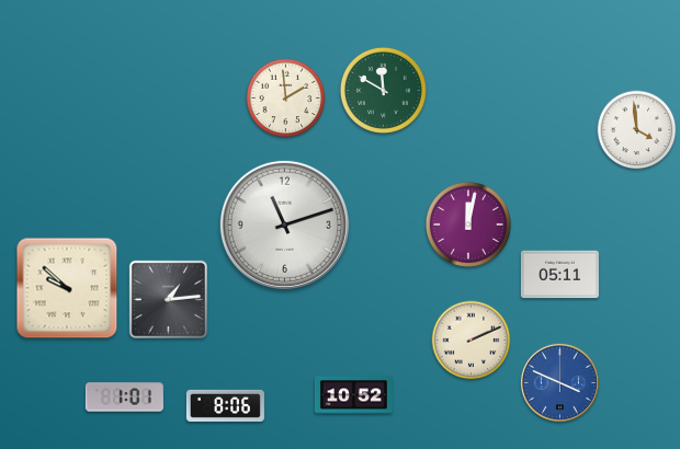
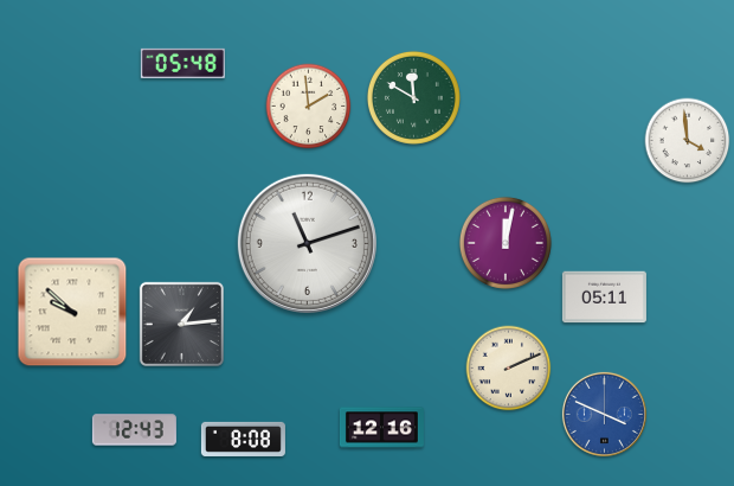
clock at (182, 63): none -> 05:48
clock at (353, 395): 10:52 -> 12:16
clock at (124, 398): 1:01 -> 12:43
clock at (225, 405): 8:06 -> 8:08
